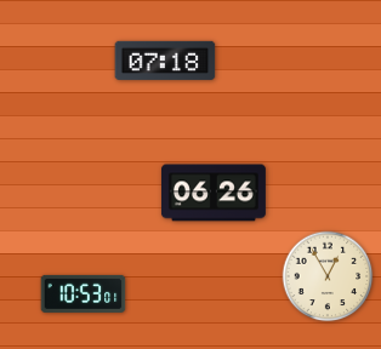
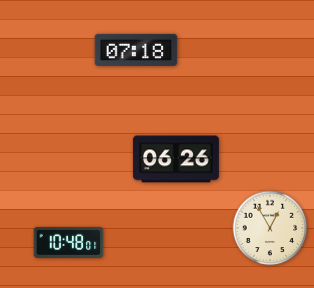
clock at (84, 293): 10:53 -> 10:48
